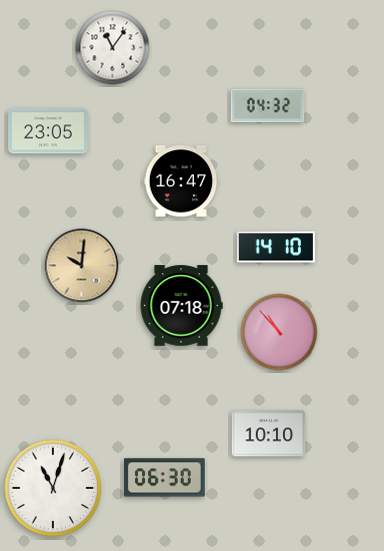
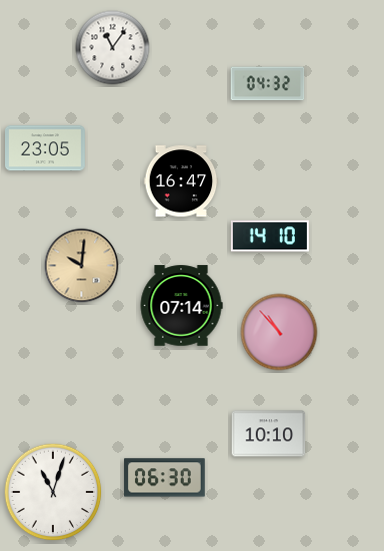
clock at (268, 106) position: (268, 106) -> (268, 84)
clock at (49, 131) position: (49, 131) -> (46, 148)
clock at (276, 247) position: (276, 247) -> (270, 236)
clock at (181, 306): 07:18 -> 07:14
clock at (53, 488) position: (53, 488) -> (53, 492)
